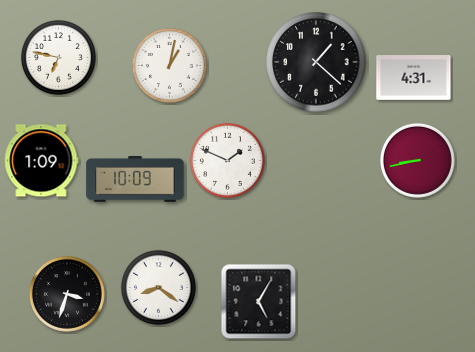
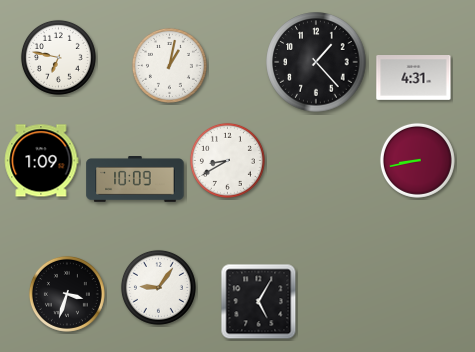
clock at (316, 62): 1:22 -> 1:23
clock at (227, 160): 1:49 -> 8:40
clock at (158, 287): 8:21 -> 9:06
